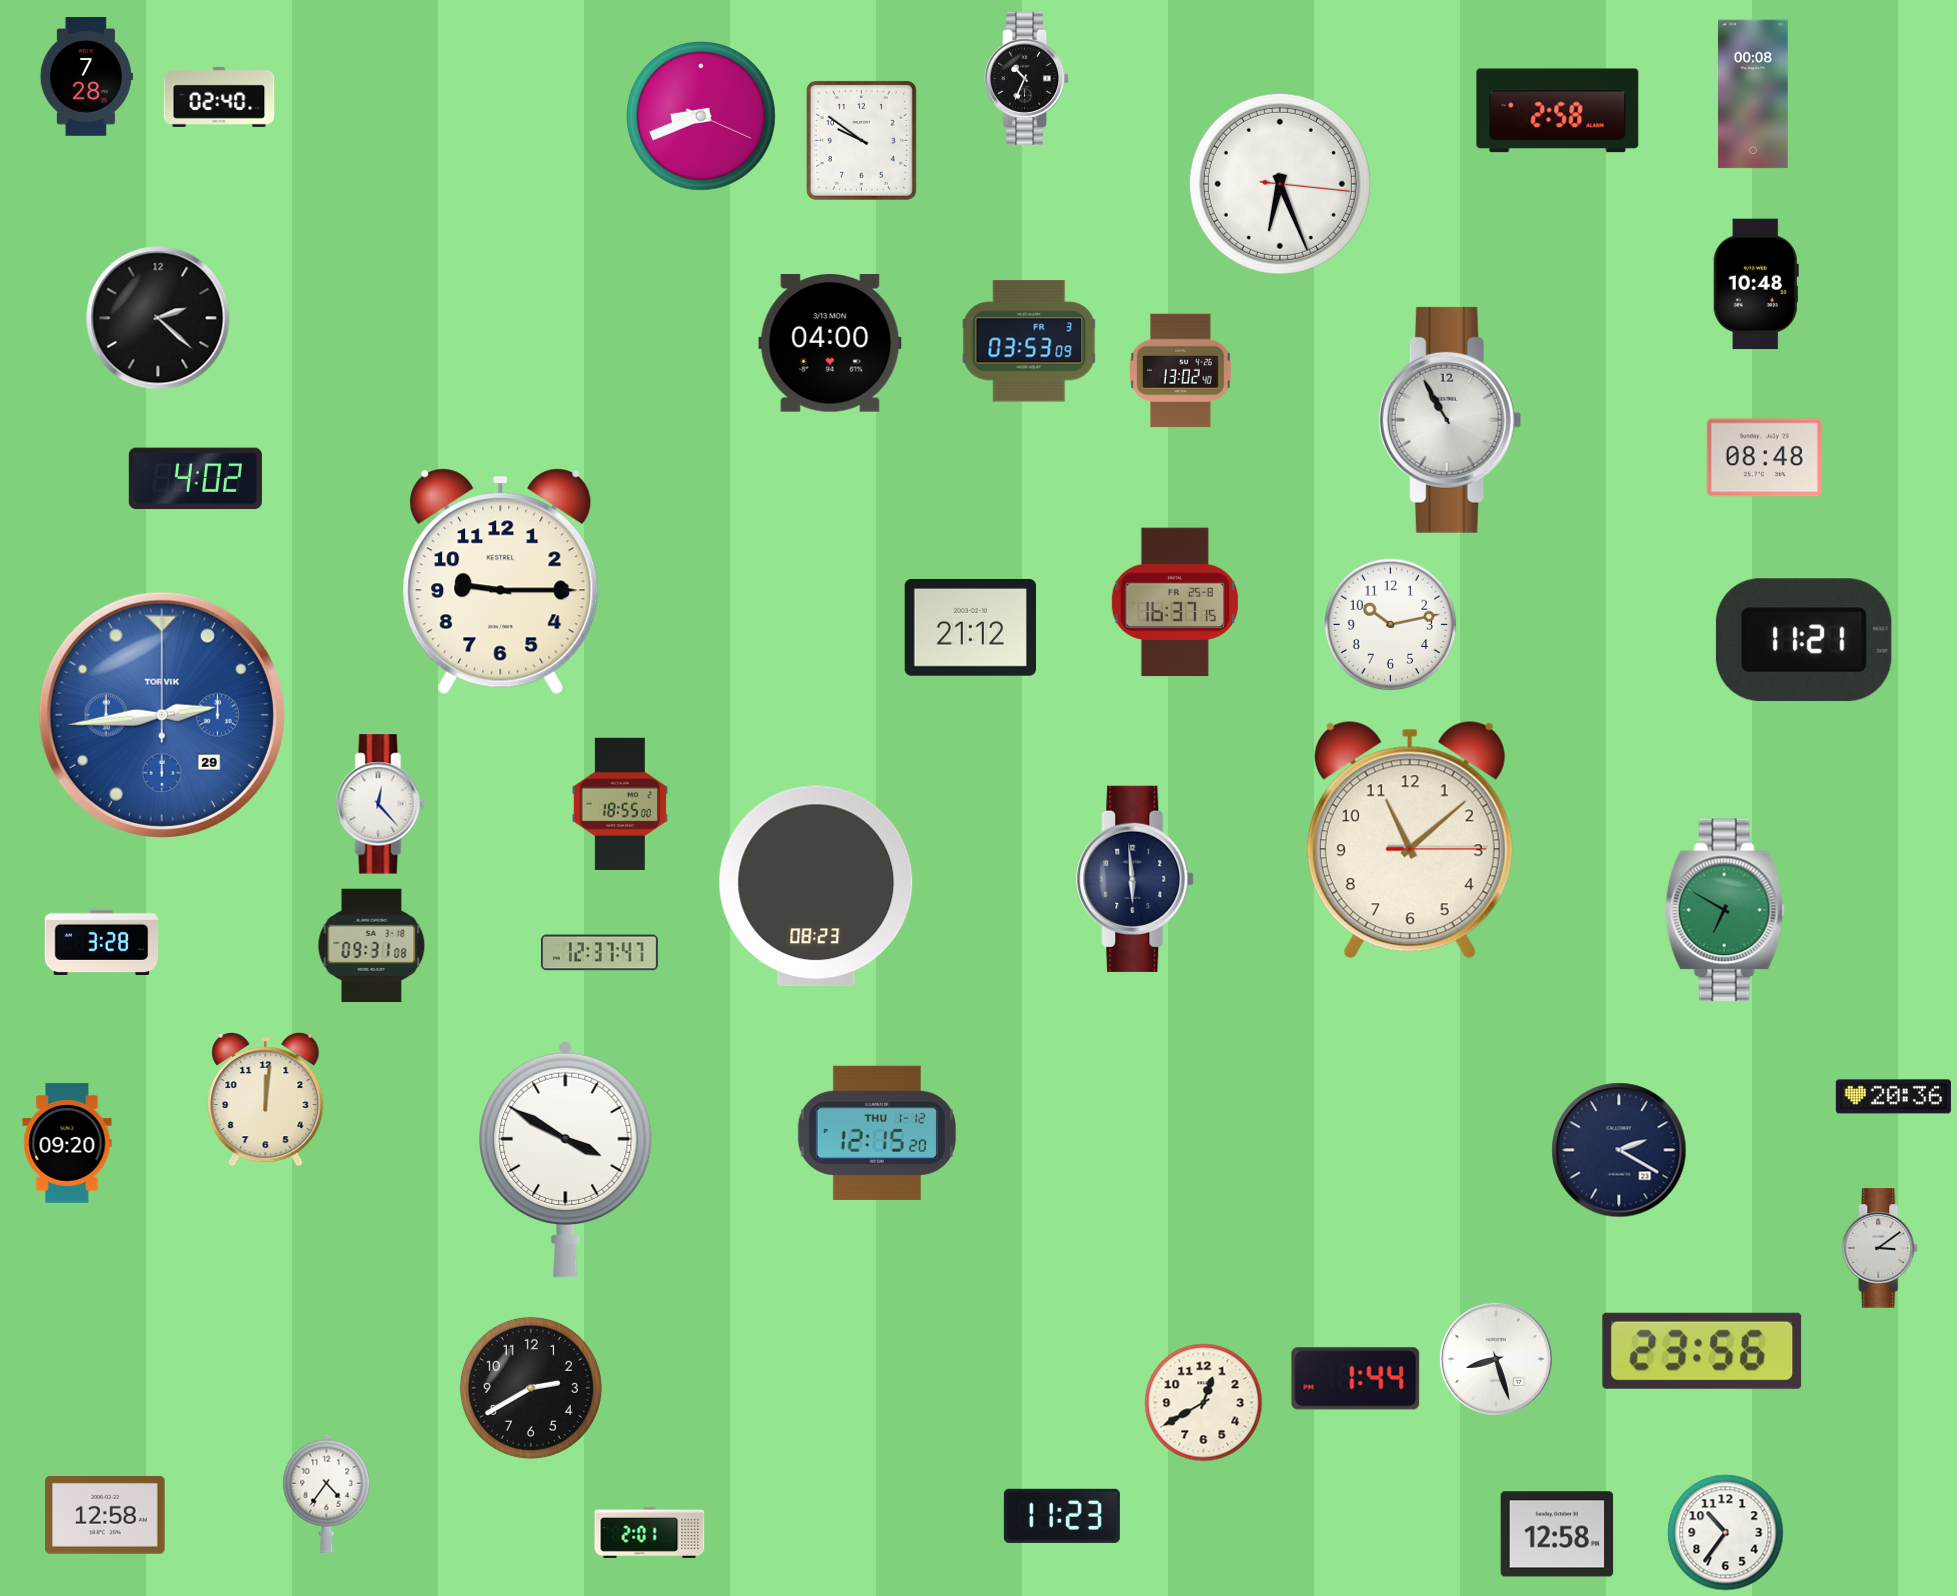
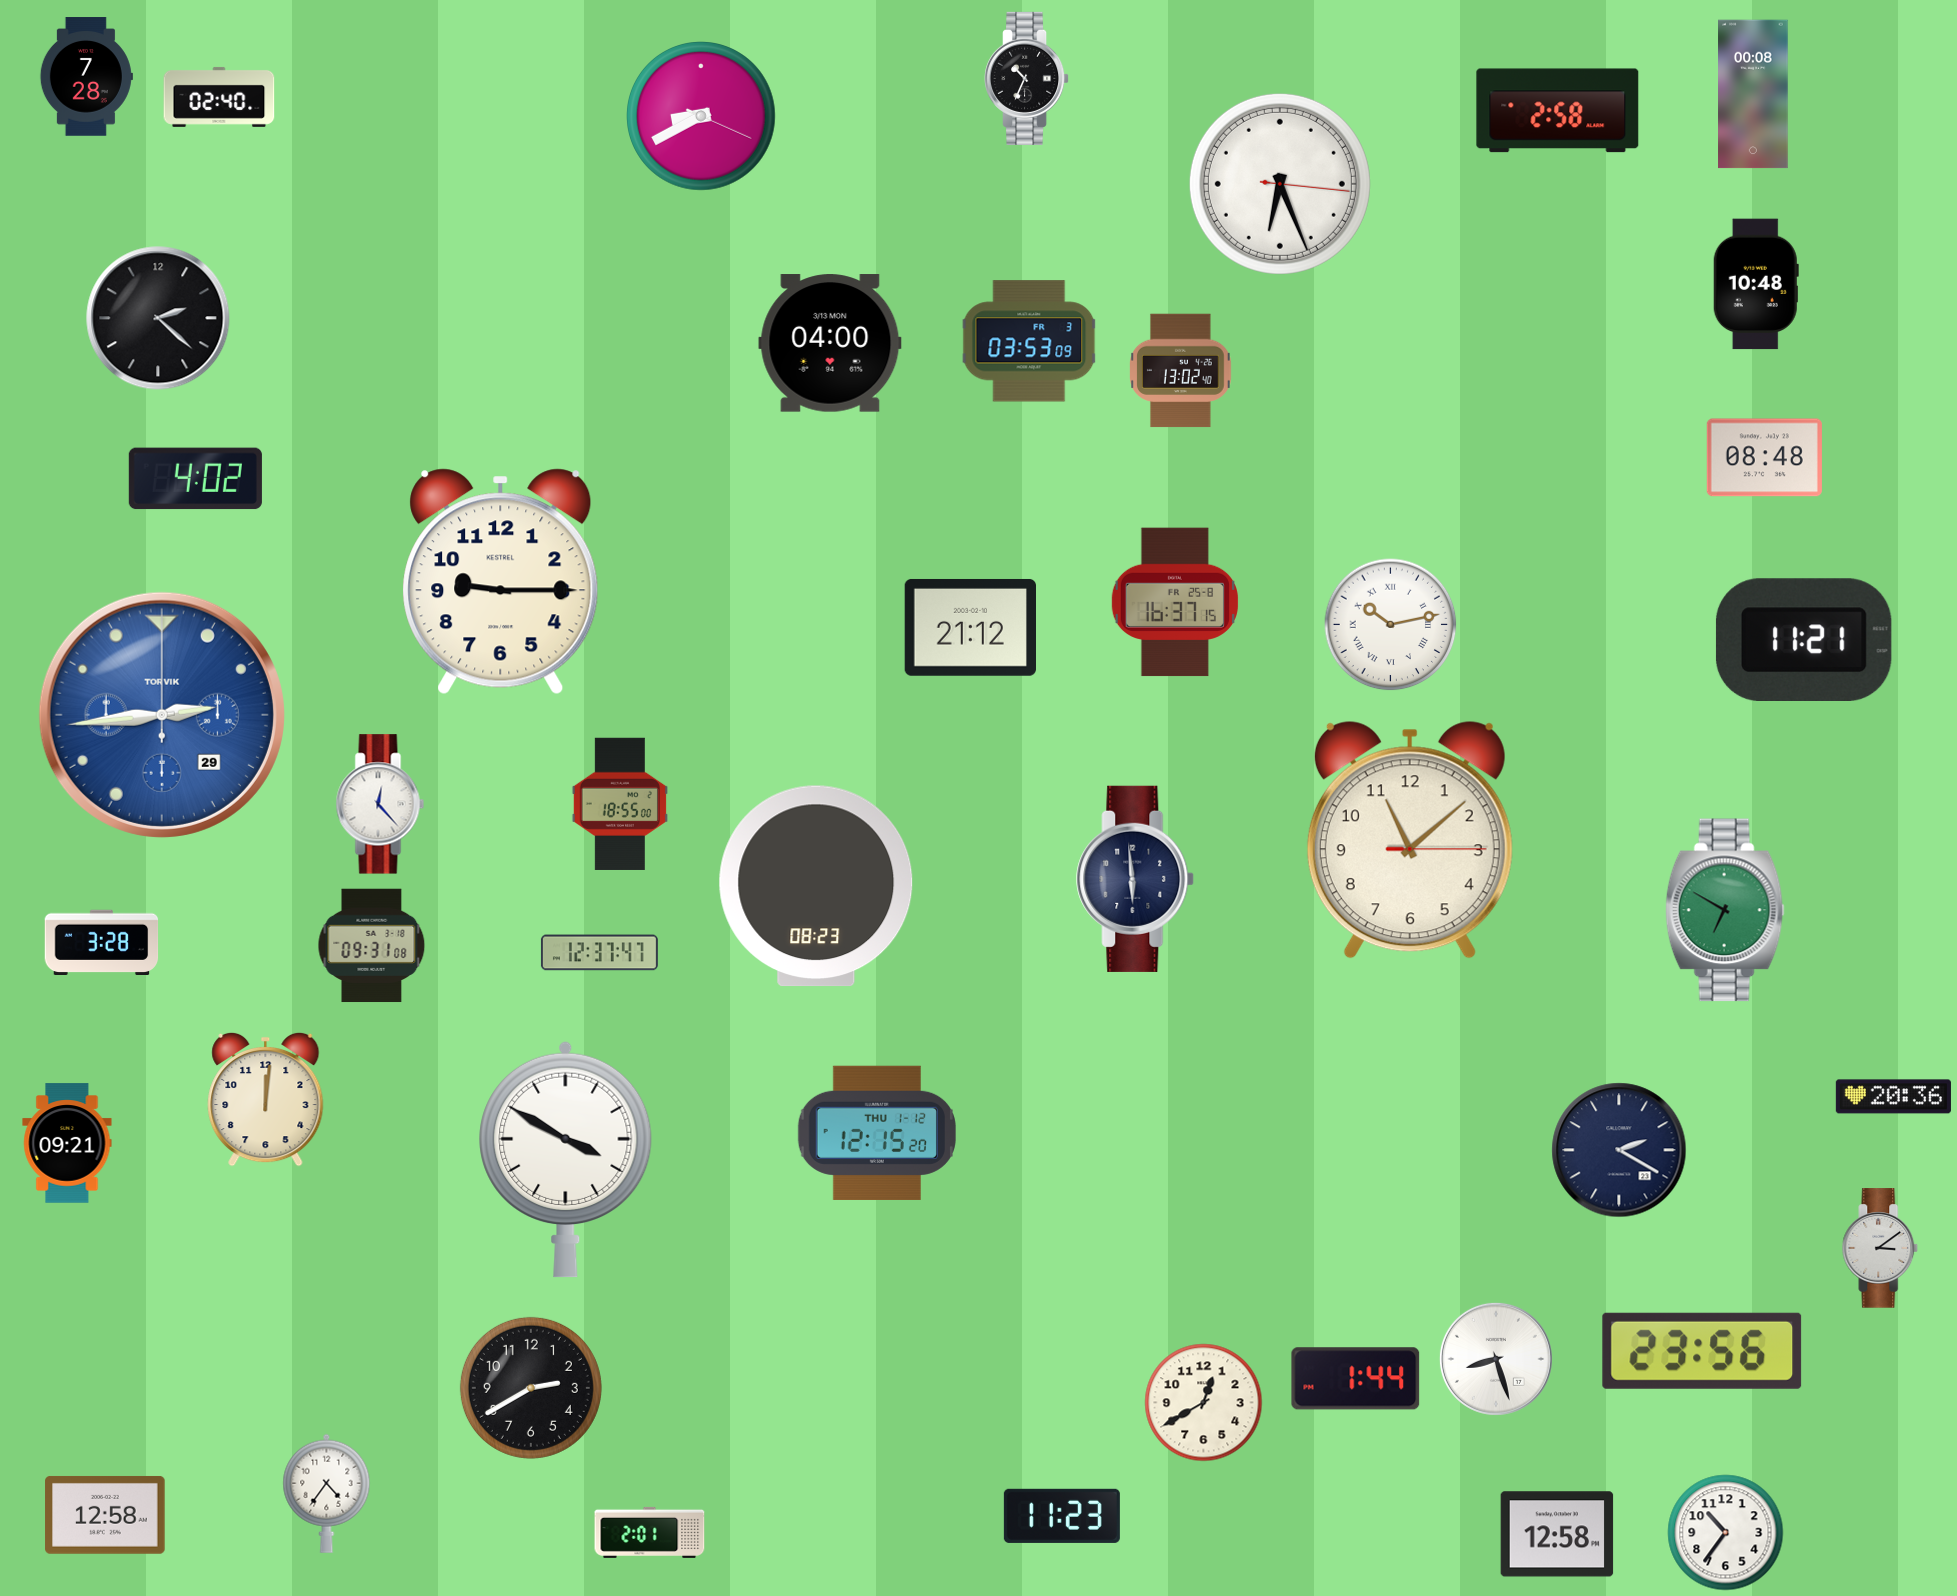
clock at (701, 116): 8:41 -> 8:40
clock at (861, 140): 9:51 -> none
clock at (1450, 420): 10:55 -> none
clock at (1391, 625) numerals: Arabic -> Roman
clock at (67, 1143): 09:20 -> 09:21
